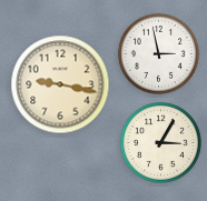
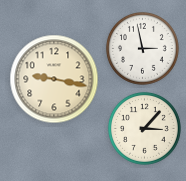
clock at (60, 84) position: (60, 84) -> (54, 79)
clock at (160, 142): 3:05 -> 3:07
